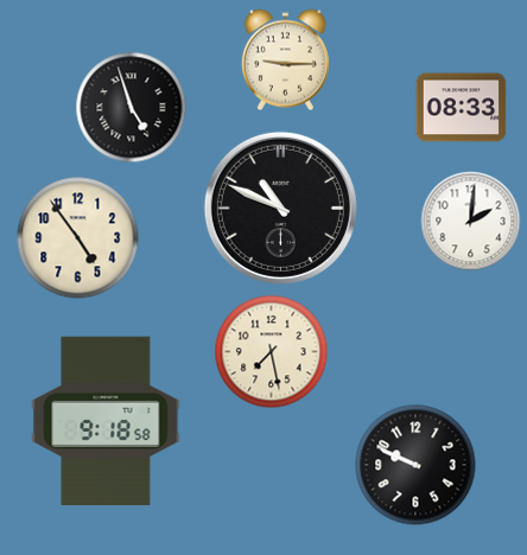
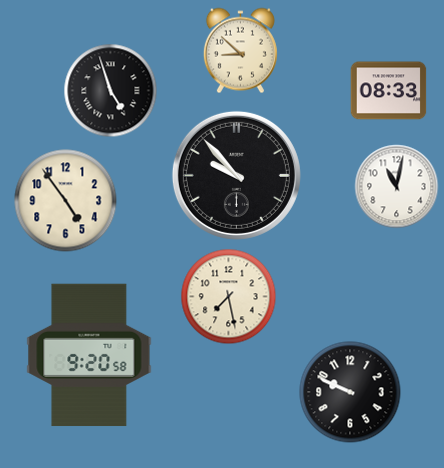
clock at (285, 60): 9:15 -> 8:52
clock at (280, 208): 10:49 -> 9:53
clock at (471, 222): 2:01 -> 11:02
clock at (106, 421): 9:18 -> 9:20
